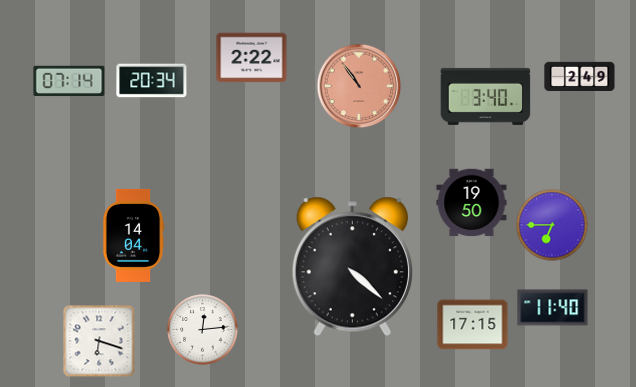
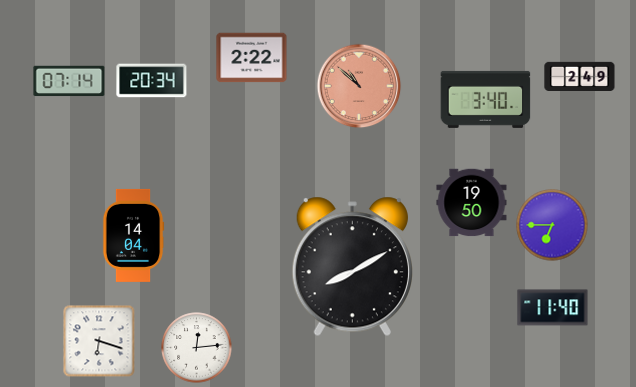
clock at (359, 86): 10:54 -> 10:52
clock at (486, 96) position: (486, 96) -> (486, 99)
clock at (352, 267): 4:22 -> 8:10
clock at (473, 325): 17:15 -> none
clock at (203, 330) position: (203, 330) -> (197, 348)
